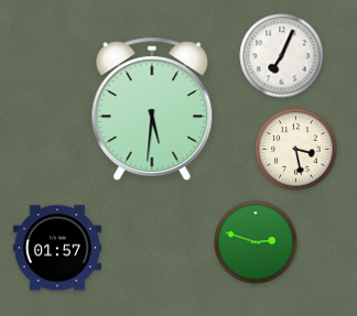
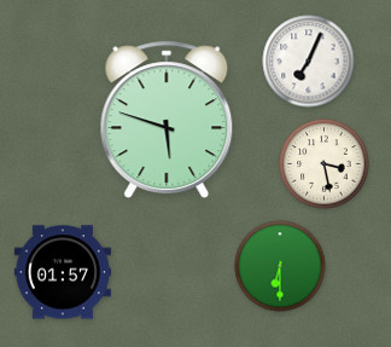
clock at (152, 109): 5:31 -> 5:48
clock at (256, 242): 2:48 -> 6:30
